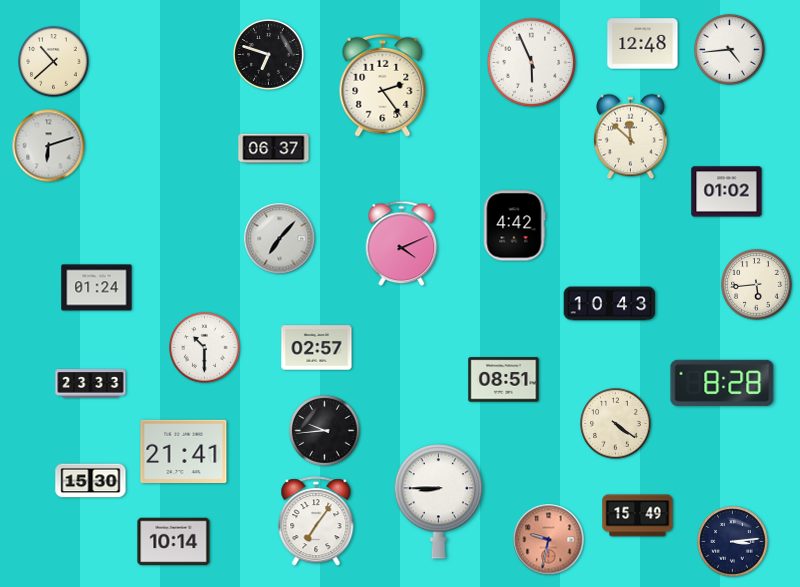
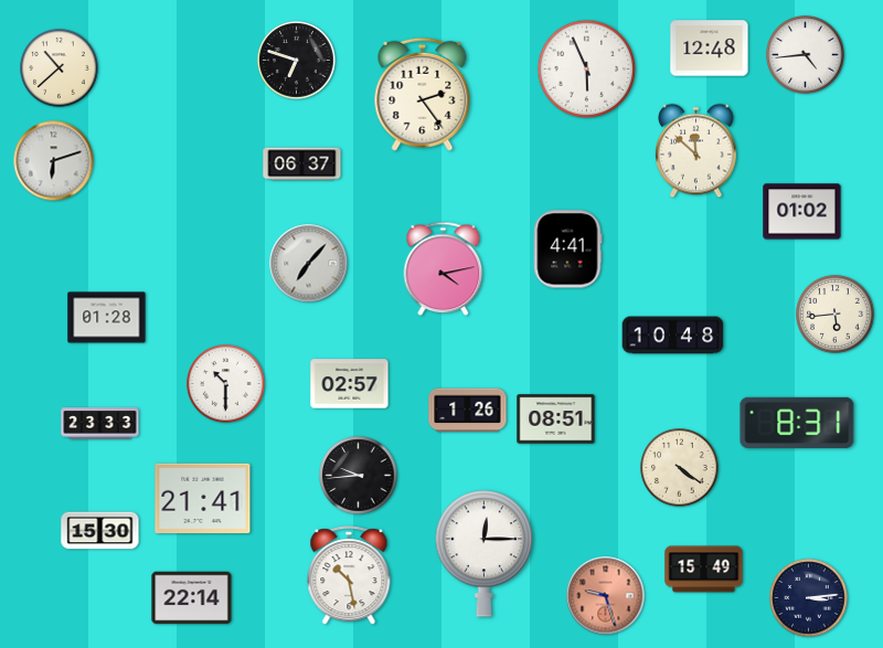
clock at (514, 226): 4:42 -> 4:41
clock at (402, 244): 4:11 -> 4:13
clock at (97, 288): 01:24 -> 01:28
clock at (610, 304): 10:43 -> 10:48
clock at (468, 411): none -> 1:26
clock at (722, 383): 8:28 -> 8:31
clock at (439, 502): 8:45 -> 12:15
clock at (316, 522): 7:06 -> 10:28
clock at (549, 540): 9:32 -> 9:27
clock at (174, 542): 10:14 -> 22:14
